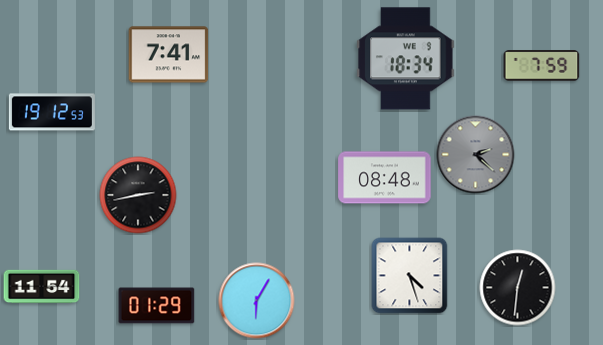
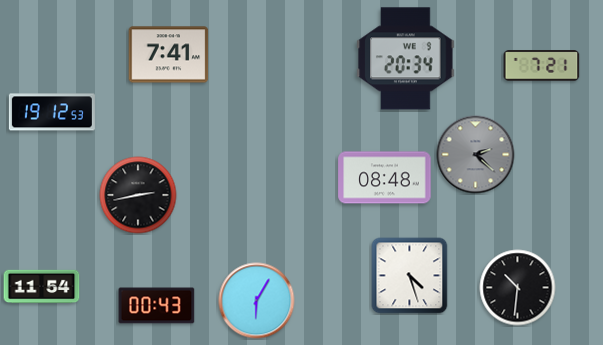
clock at (406, 59): 18:34 -> 20:34
clock at (542, 66): 7:59 -> 7:21
clock at (518, 288): 12:31 -> 10:31
clock at (157, 306): 01:29 -> 00:43
